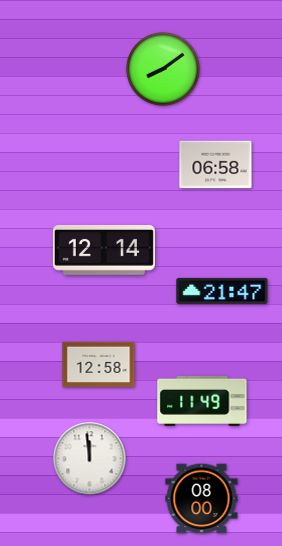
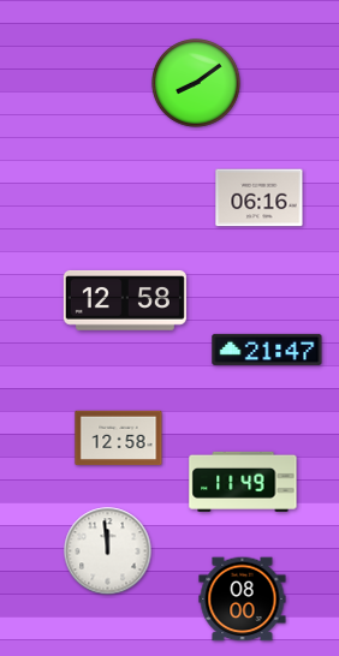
clock at (216, 165): 06:58 -> 06:16
clock at (104, 250): 12:14 -> 12:58
